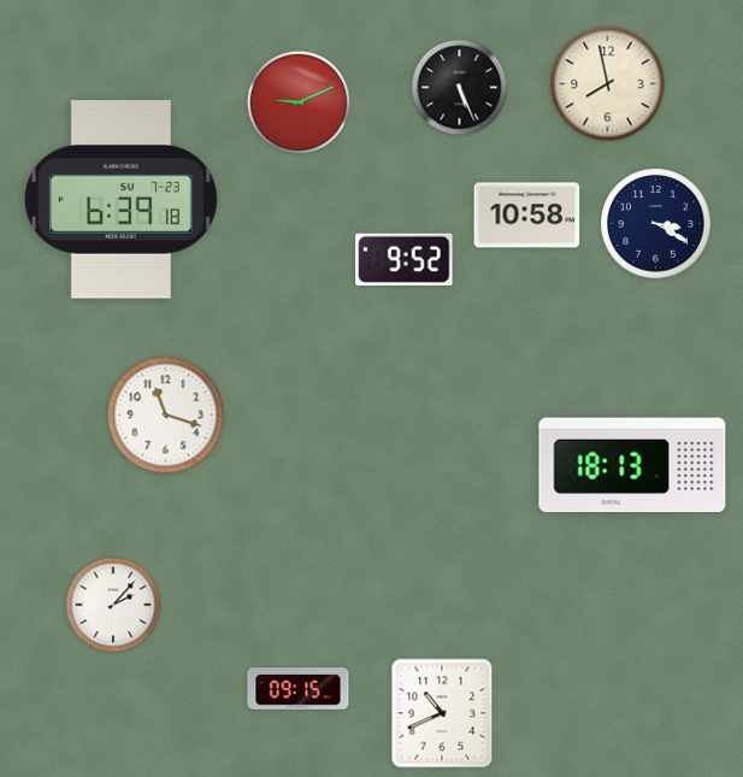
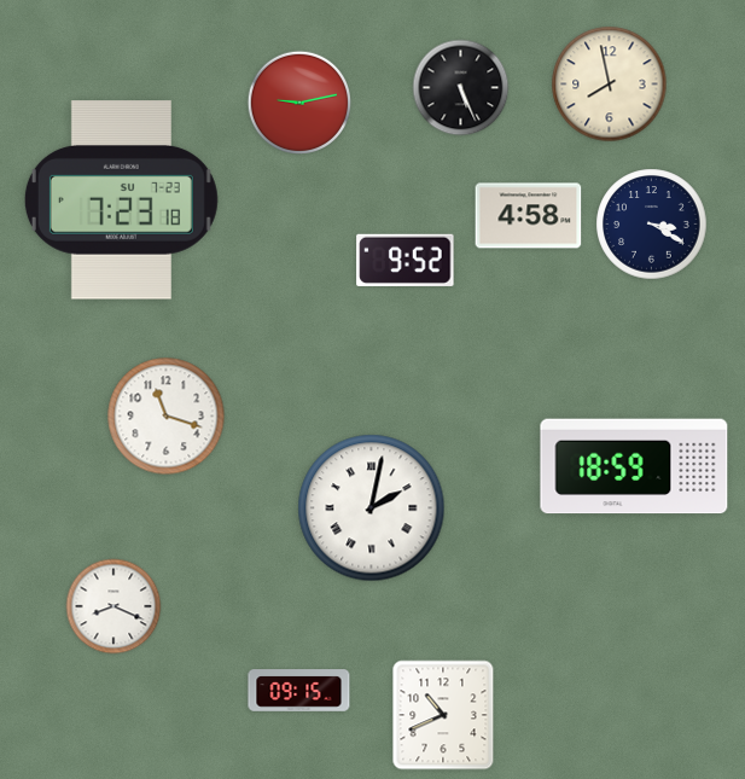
clock at (297, 101): 9:11 -> 9:13
clock at (120, 200): 6:39 -> 7:23
clock at (527, 216): 10:58 -> 4:58
clock at (656, 224) position: (656, 224) -> (652, 225)
clock at (632, 465): 18:13 -> 18:59
clock at (372, 508): none -> 2:02
clock at (113, 605): 2:07 -> 8:19
